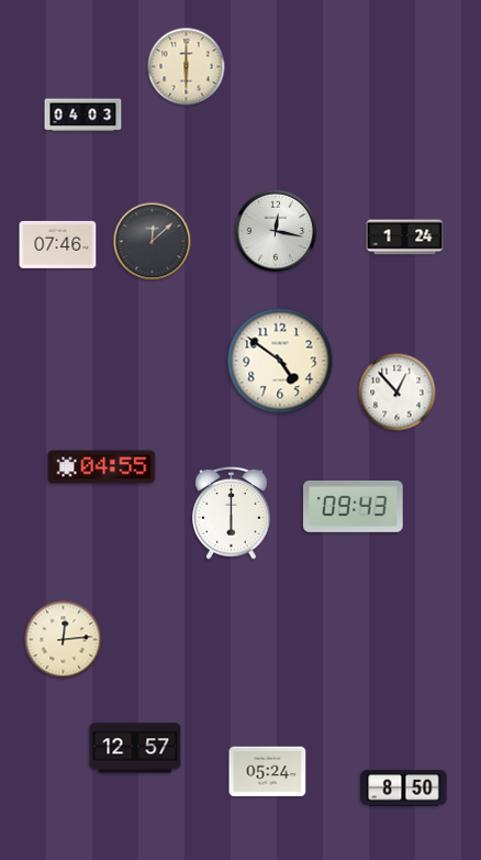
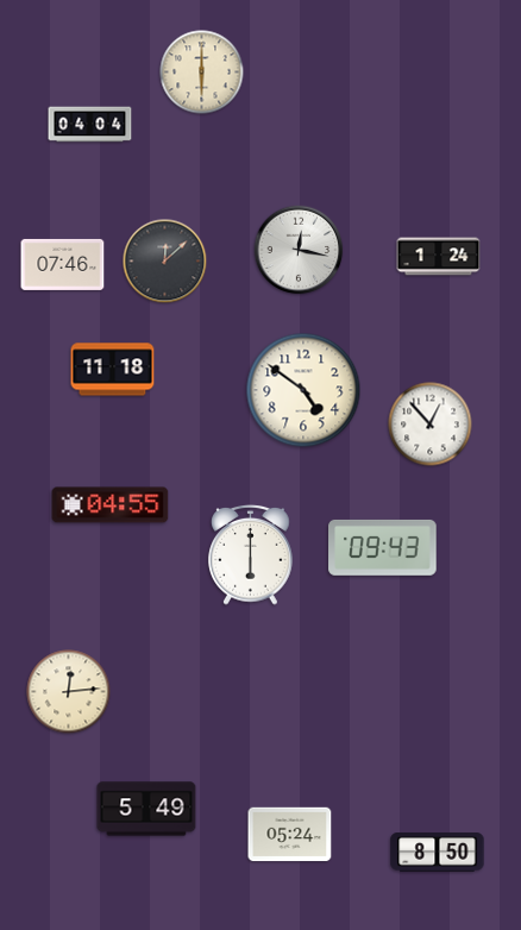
clock at (83, 115): 04:03 -> 04:04
clock at (113, 370): none -> 11:18
clock at (135, 748): 12:57 -> 5:49
